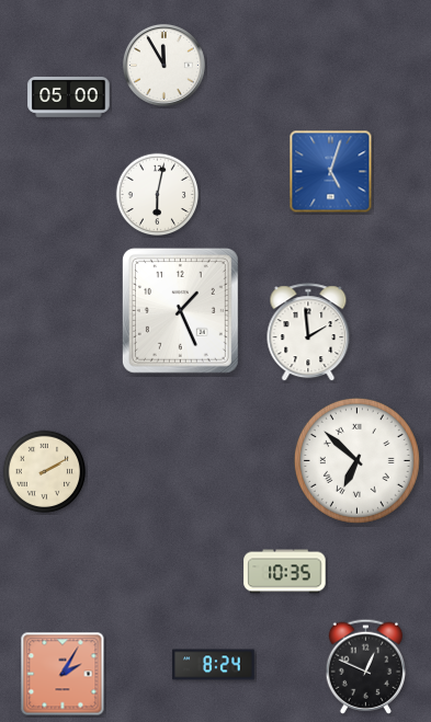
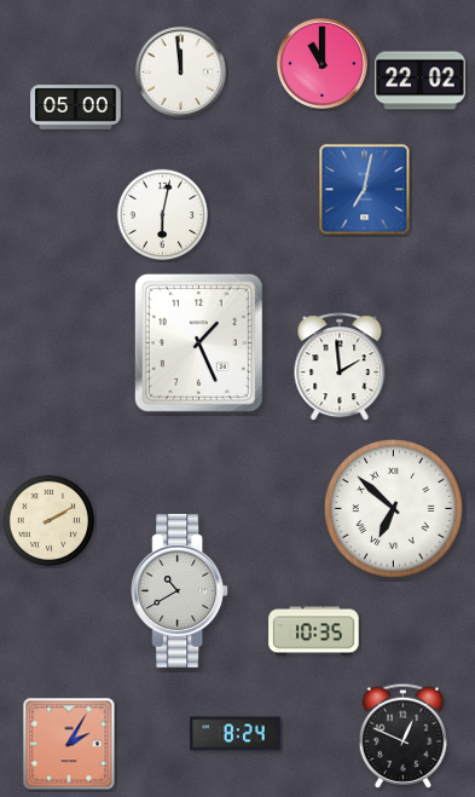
clock at (322, 63): none -> 11:00
clock at (163, 65): 11:55 -> 11:59
clock at (421, 81): none -> 22:02
clock at (331, 172): 5:03 -> 7:02
clock at (158, 195) position: (158, 195) -> (163, 215)
clock at (180, 590): none -> 10:40
